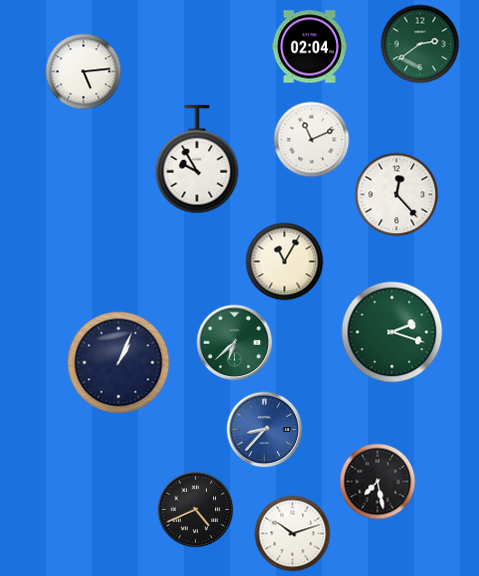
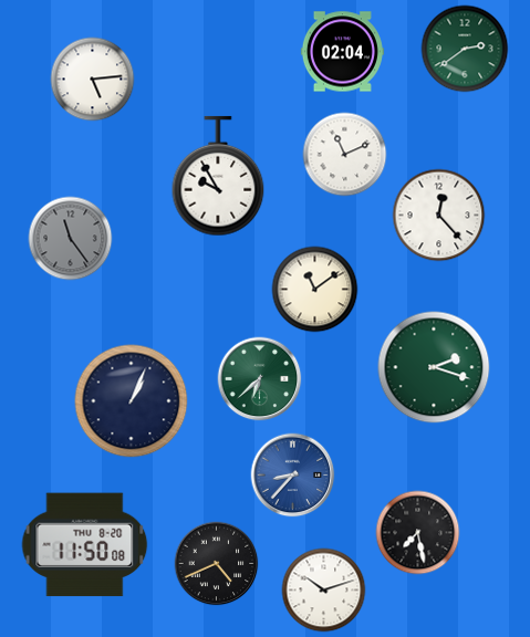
clock at (71, 239): none -> 11:24
clock at (285, 262): 11:05 -> 11:09
clock at (85, 545): none -> 11:50
